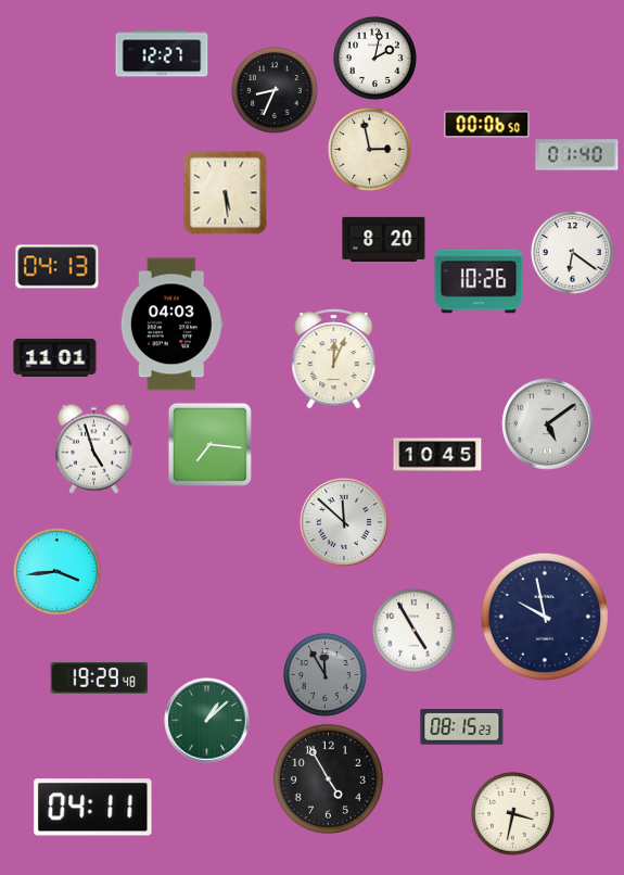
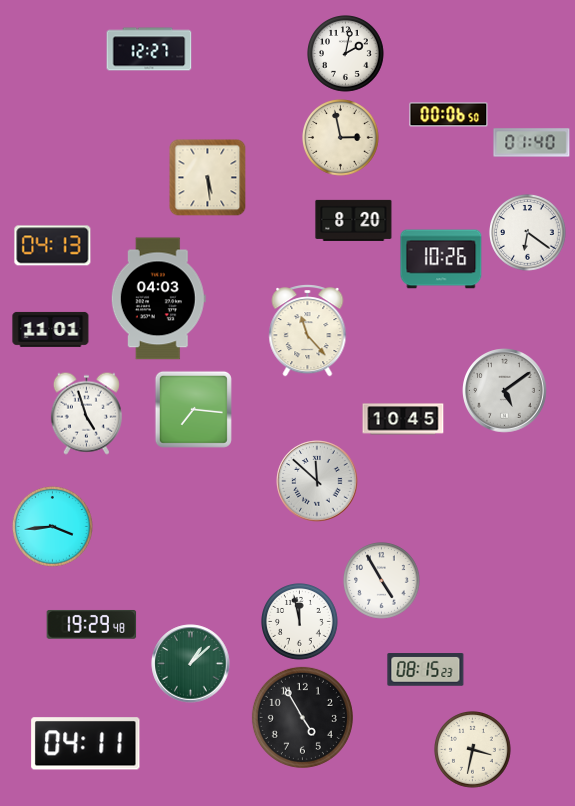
clock at (276, 91): 8:34 -> none
clock at (334, 359): 12:04 -> 11:23
clock at (544, 616): 9:58 -> none
clock at (326, 675): 11:55 -> 11:58
clock at (326, 675) dial: grey -> white
